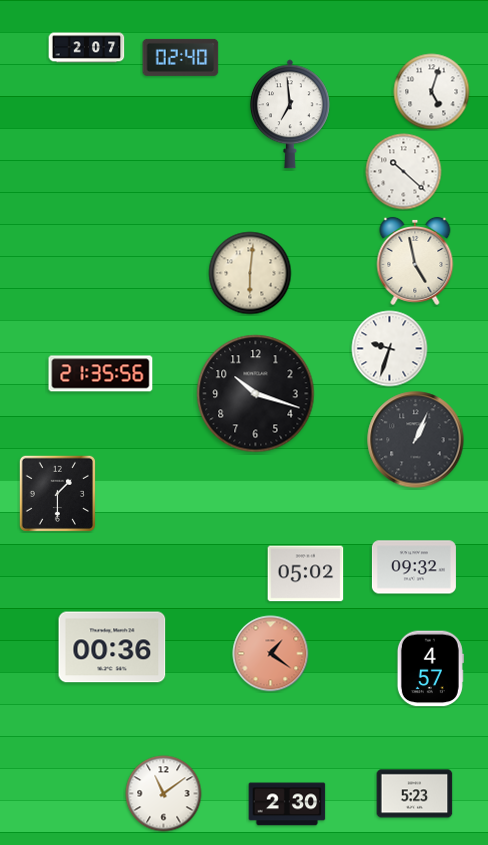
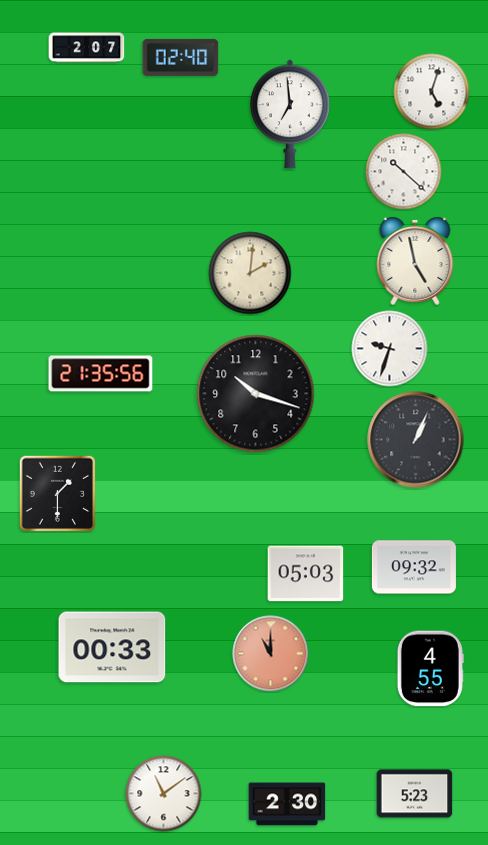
clock at (250, 273): 6:01 -> 2:01
clock at (306, 574): 05:02 -> 05:03
clock at (112, 647): 00:36 -> 00:33
clock at (271, 654): 1:21 -> 11:00
clock at (430, 669): 4:57 -> 4:55
